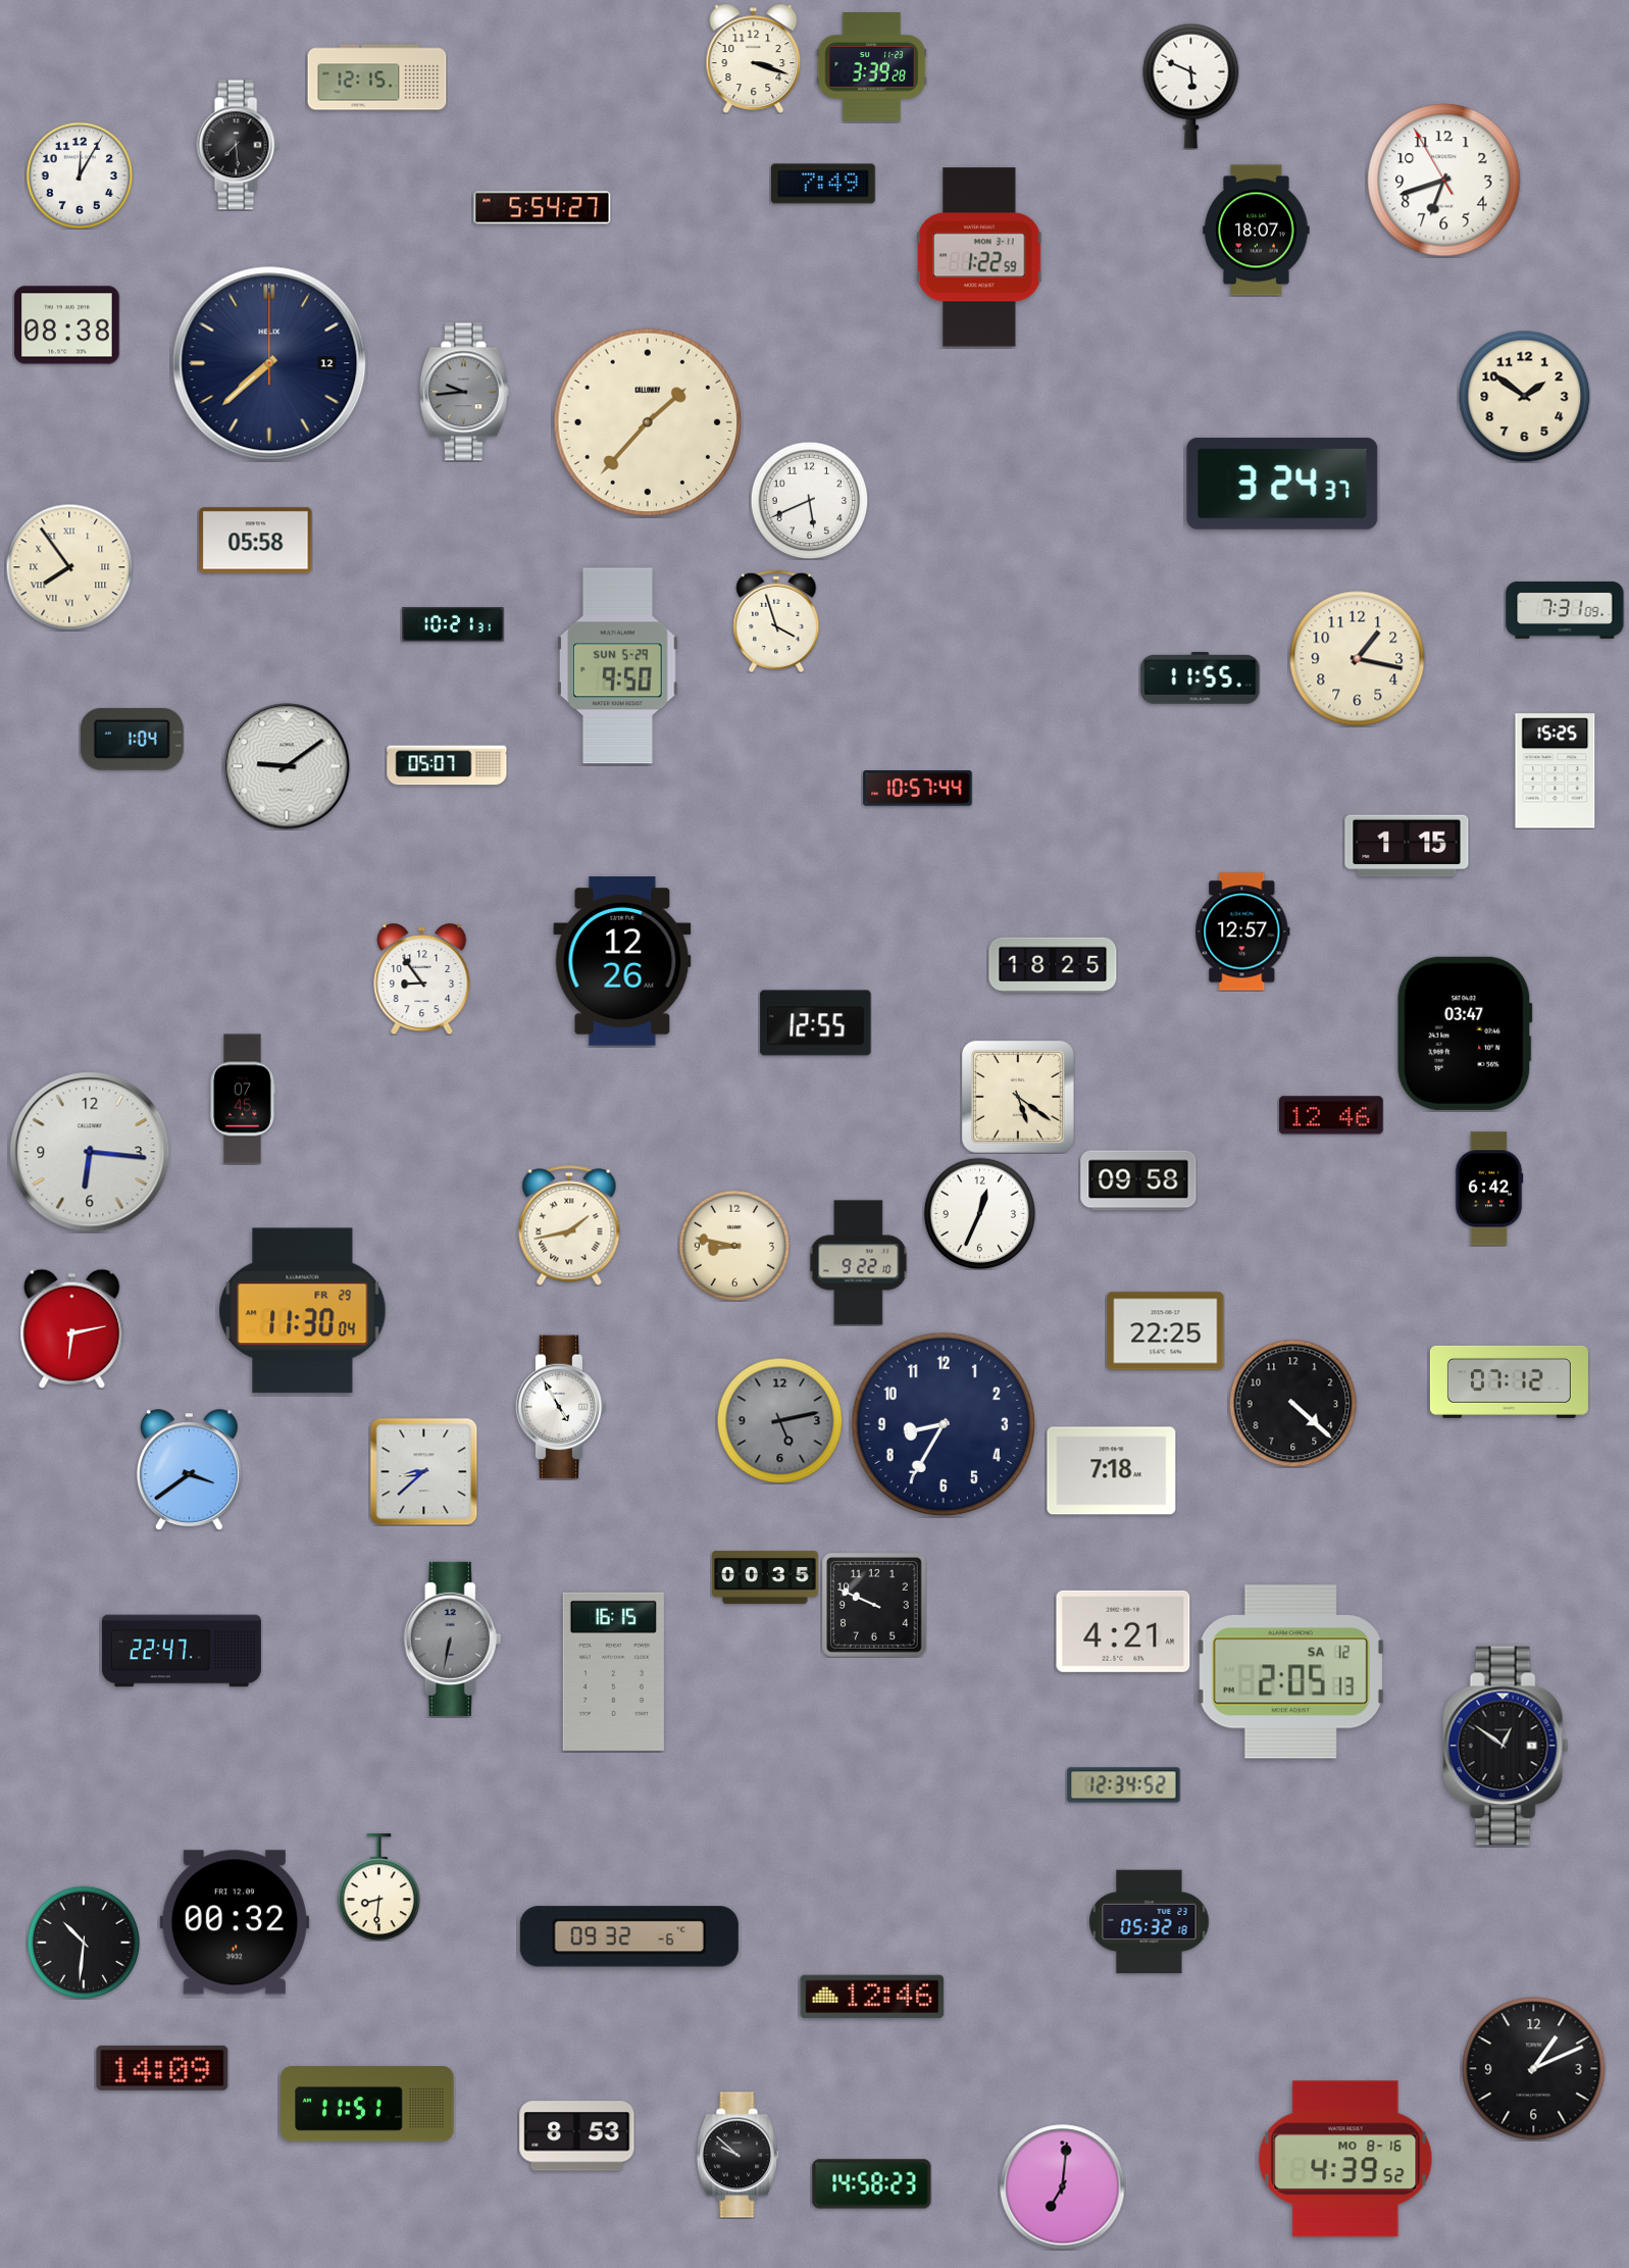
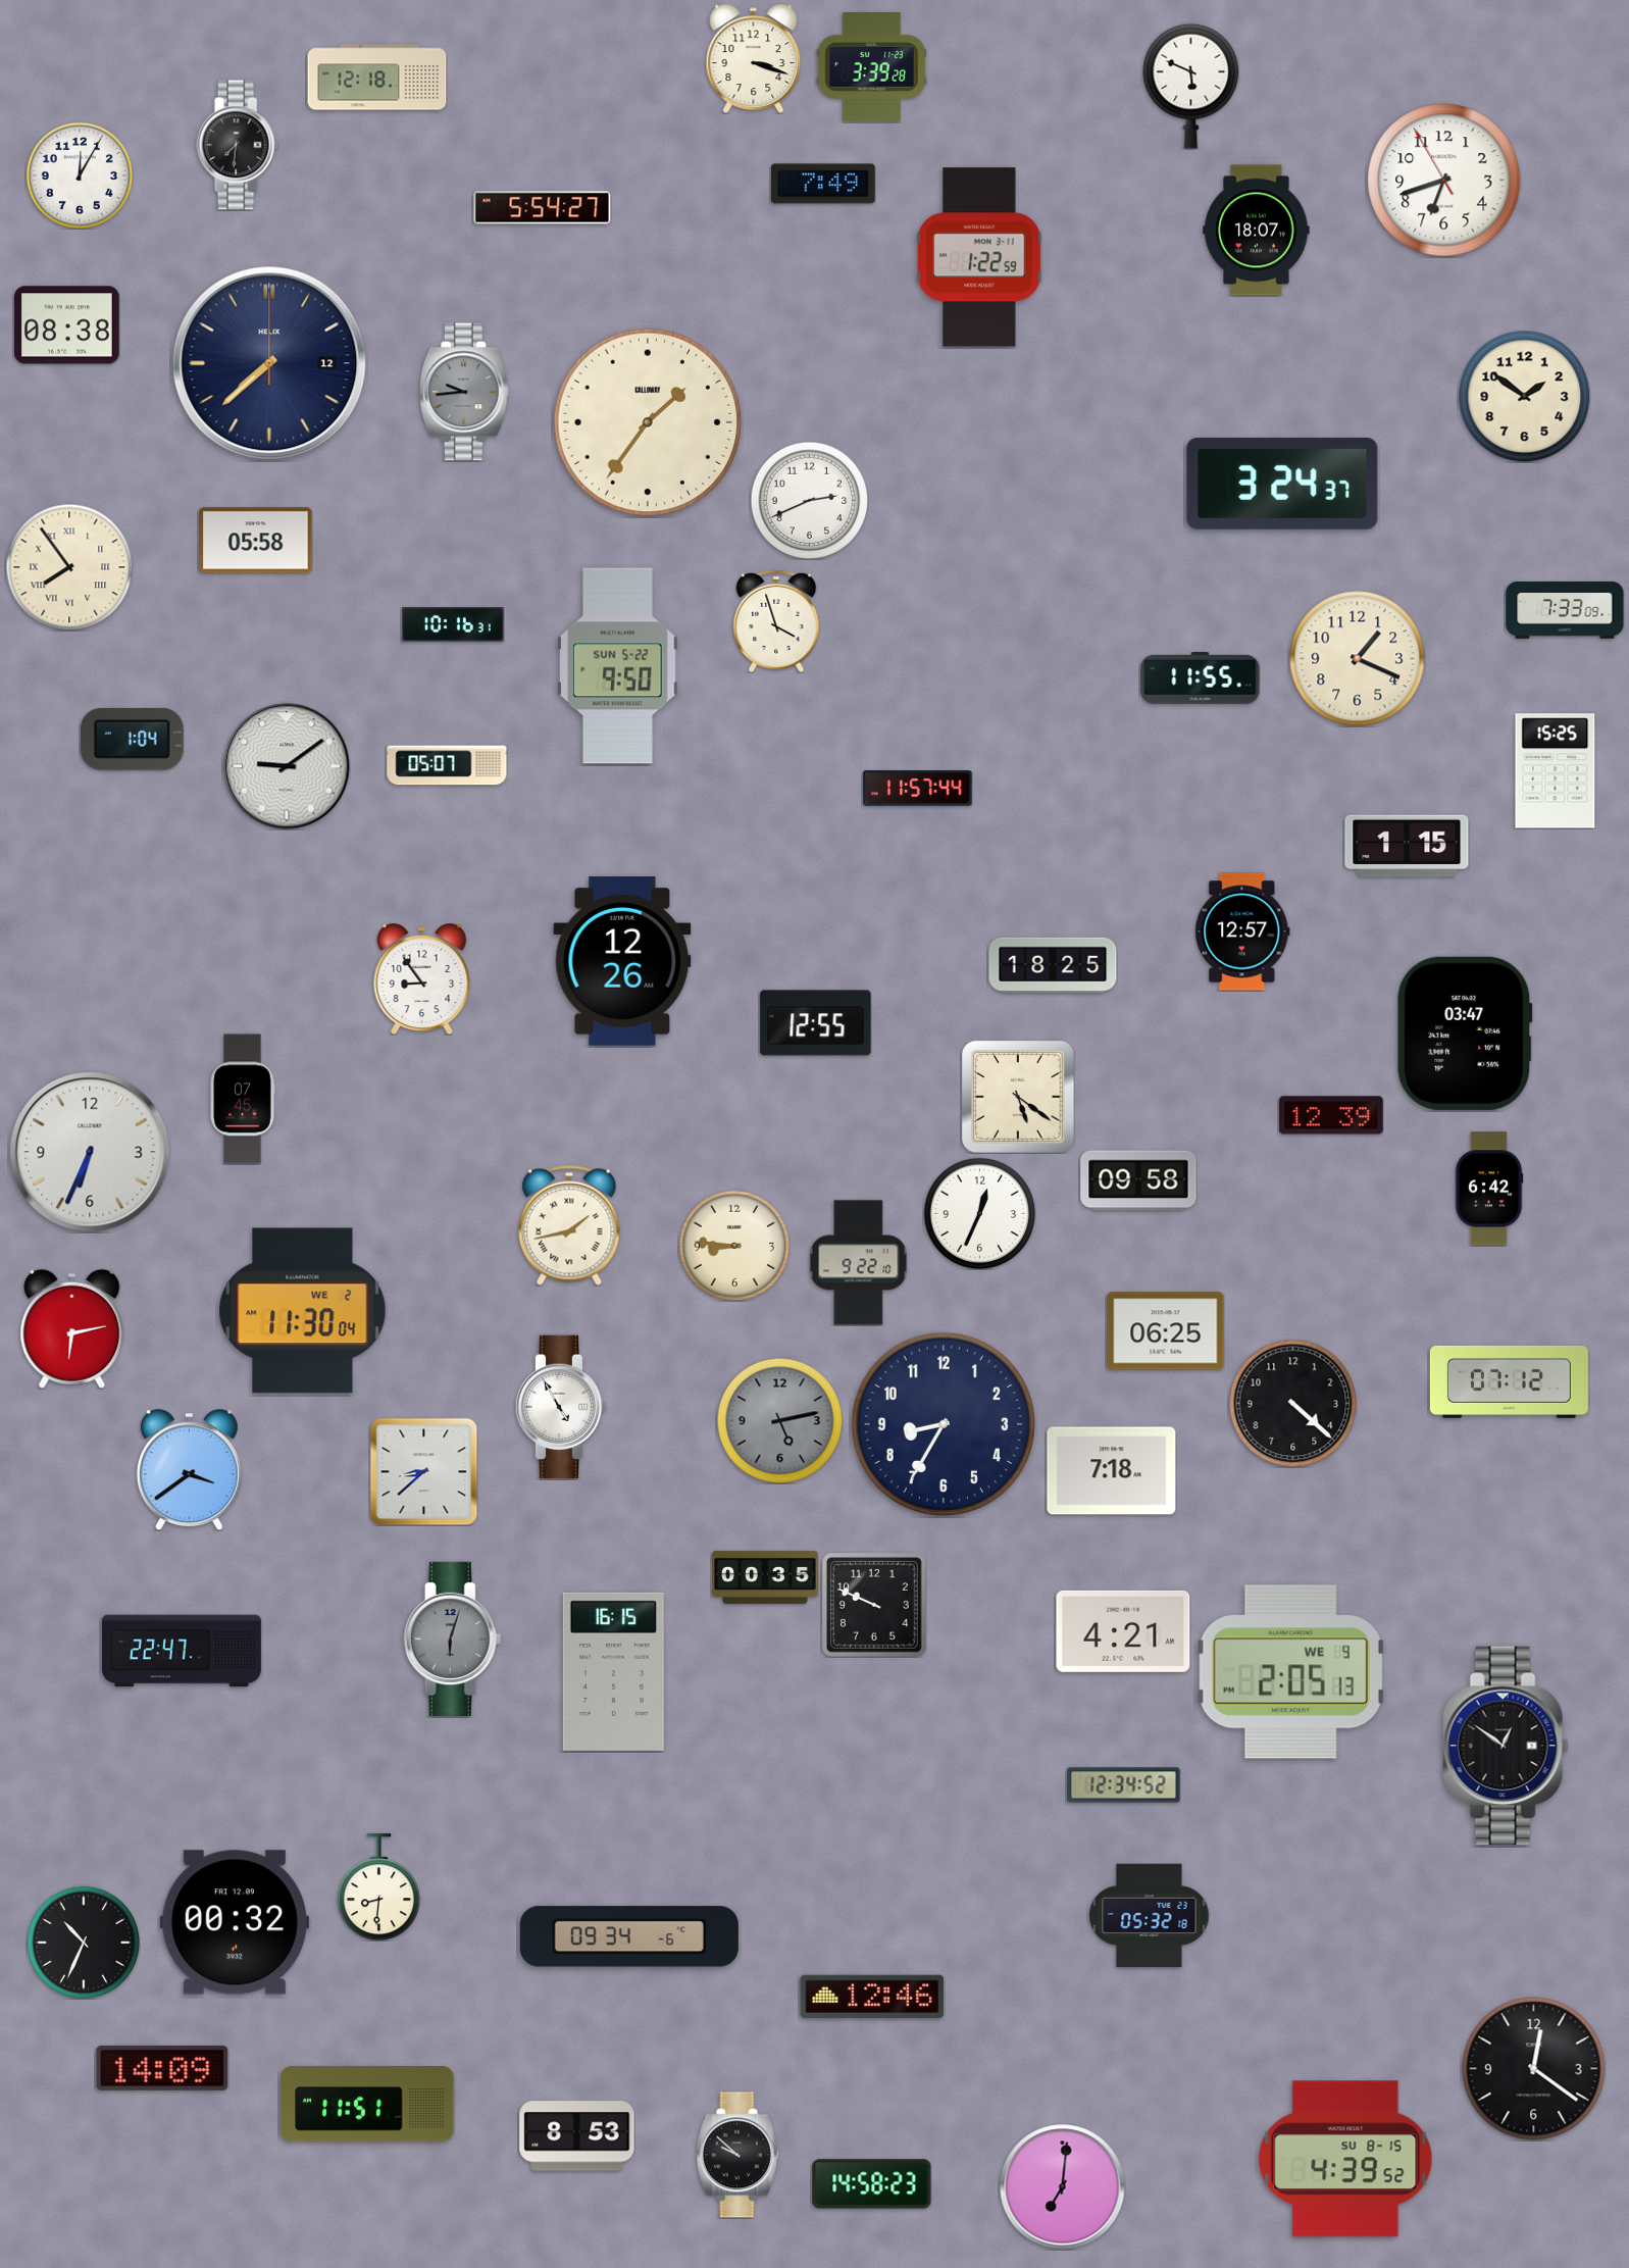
clock at (377, 78): 12:15 -> 12:18
clock at (238, 145): 7:29 -> 7:31
clock at (648, 422): 1:37 -> 1:36
clock at (809, 500): 5:41 -> 2:41
clock at (1565, 610): 7:31 -> 7:33
clock at (454, 625): 10:21 -> 10:16
clock at (1358, 659): 1:17 -> 1:19
clock at (618, 666) date: SUN 5-29 -> SUN 5-22
clock at (918, 789): 10:57 -> 11:57
clock at (1331, 1115): 12:46 -> 12:39
clock at (90, 1152): 6:16 -> 6:34
clock at (733, 1245): 8:47 -> 8:46
clock at (303, 1311) date: FR 29 -> WE 2
clock at (1166, 1331): 22:25 -> 06:25
clock at (453, 1639): 6:32 -> 6:03
clock at (1290, 1672) date: SA 12 -> WE 9
clock at (1150, 1922) position: (1150, 1922) -> (1150, 1916)
clock at (629, 1936): 09:32 -> 09:34
clock at (84, 1943): 10:31 -> 10:34
clock at (1534, 2069): 1:11 -> 12:21
clock at (1345, 2159) date: MO 8-16 -> SU 8-15
